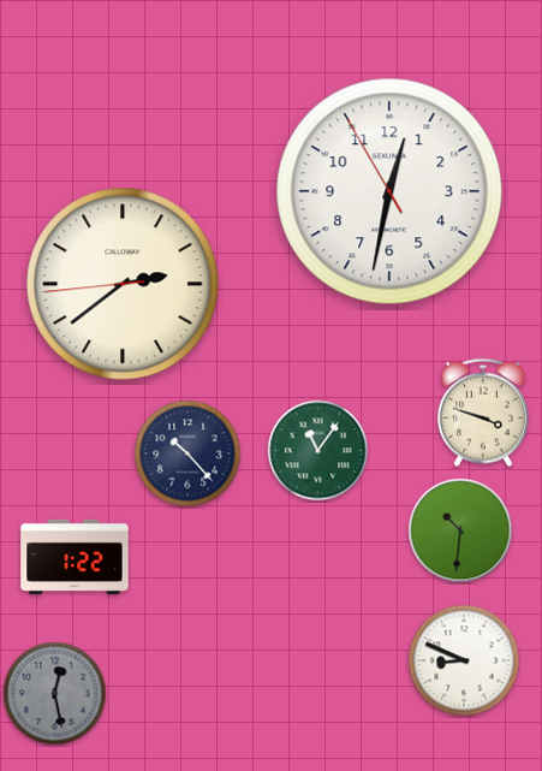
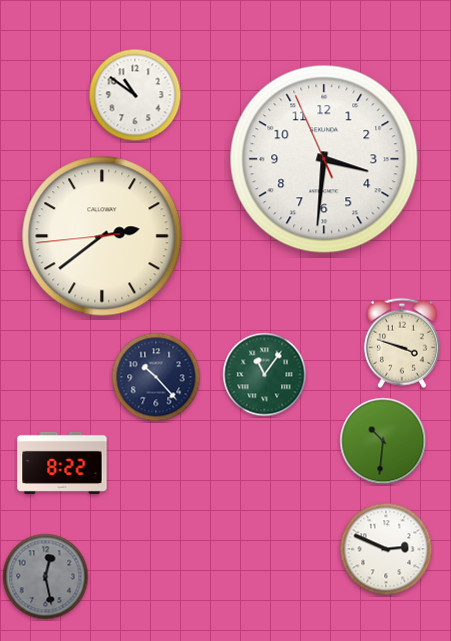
clock at (135, 95): none -> 10:51
clock at (389, 191): 12:31 -> 3:30
clock at (75, 557): 1:22 -> 8:22
clock at (464, 660): 8:49 -> 2:49
